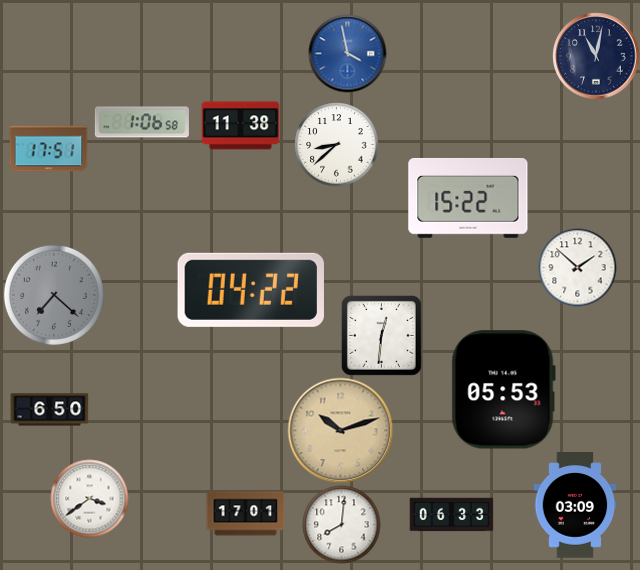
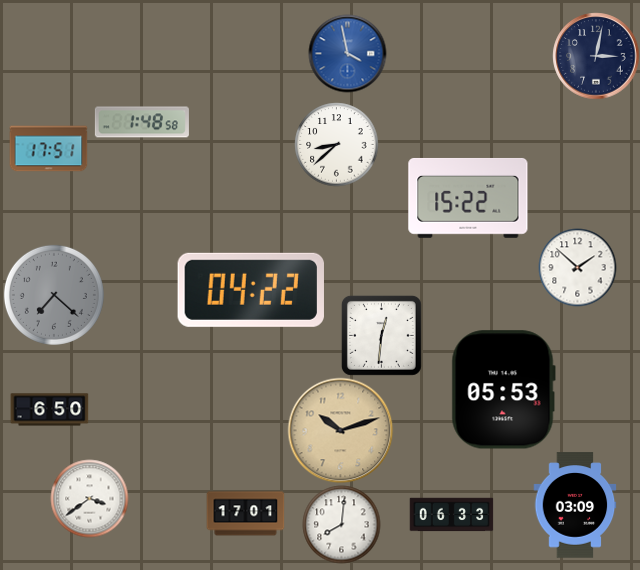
clock at (596, 56): 11:02 -> 3:02
clock at (142, 122): 1:06 -> 1:48
clock at (240, 126): 11:38 -> none
